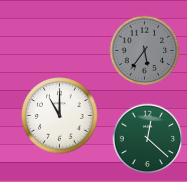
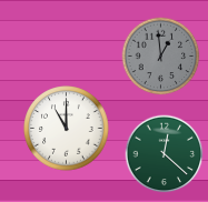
clock at (145, 51): 5:36 -> 12:59
